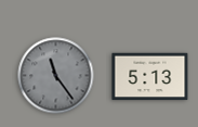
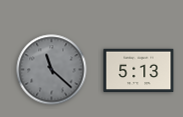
clock at (56, 76): 11:24 -> 11:22
